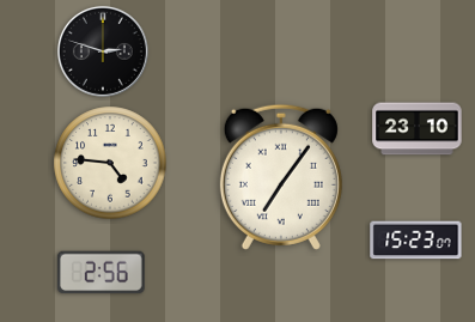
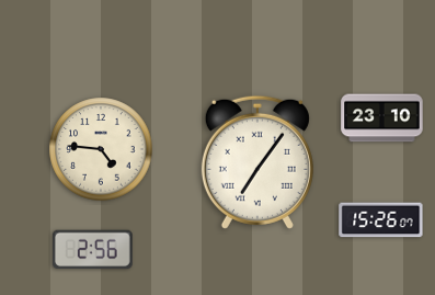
clock at (103, 51): 2:48 -> none
clock at (416, 241): 15:23 -> 15:26
